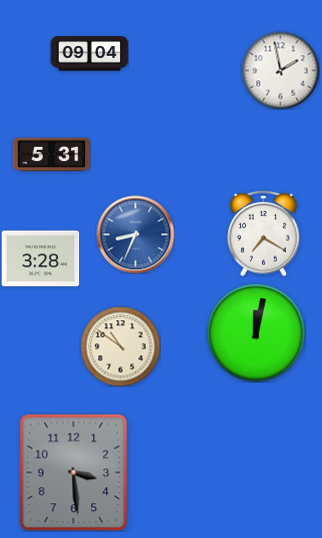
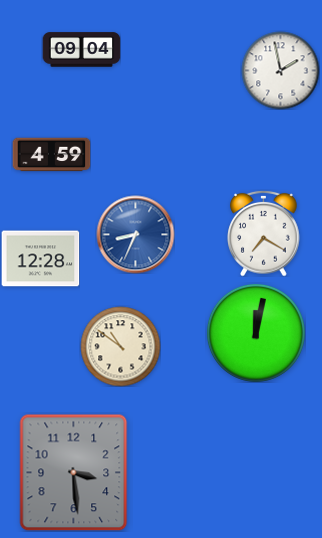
clock at (89, 54) position: (89, 54) -> (81, 50)
clock at (51, 155): 5:31 -> 4:59
clock at (40, 259): 3:28 -> 12:28
